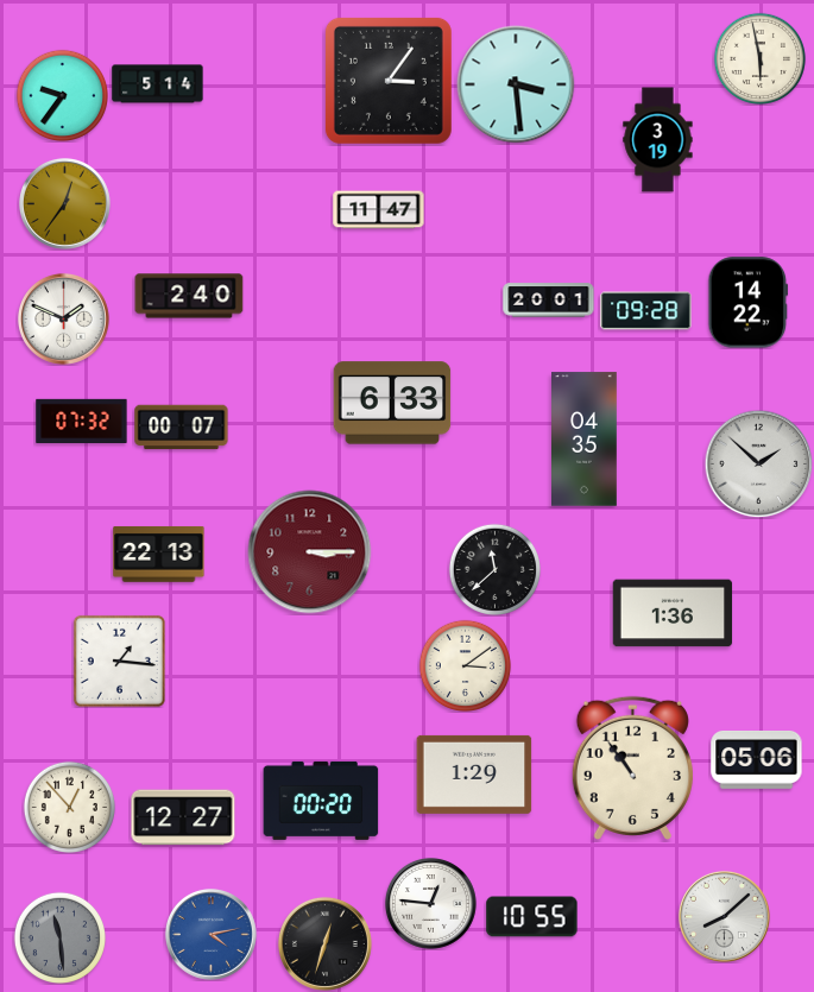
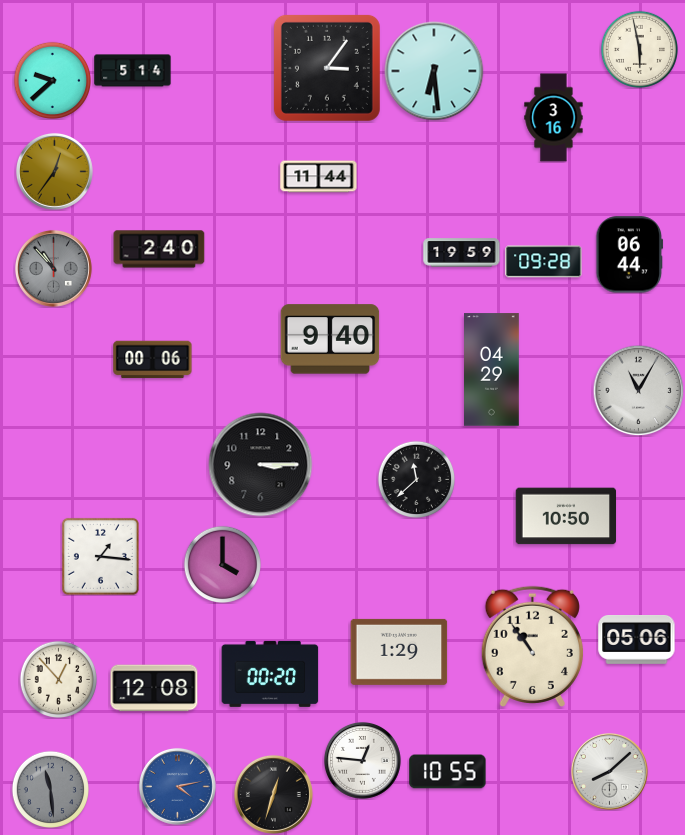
clock at (516, 84): 3:29 -> 6:29
clock at (62, 95): 9:36 -> 9:38
clock at (658, 140): 3:19 -> 3:16
clock at (379, 210): 11:47 -> 11:44
clock at (549, 301): 20:01 -> 19:59
clock at (749, 303): 14:22 -> 06:44
clock at (63, 318): 1:49 -> 10:53
clock at (63, 318) dial: white -> grey
clock at (392, 403): 6:33 -> 9:40
clock at (82, 421): 07:32 -> none
clock at (182, 428): 00:07 -> 00:06
clock at (585, 440): 04:35 -> 04:29
clock at (758, 463): 1:52 -> 11:05
clock at (310, 552) dial: burgundy -> black
clock at (159, 554): 22:13 -> none
clock at (673, 613): 1:36 -> 10:50
clock at (465, 665): 3:09 -> none
clock at (222, 564): none -> 4:00
clock at (183, 817): 12:27 -> 12:08
